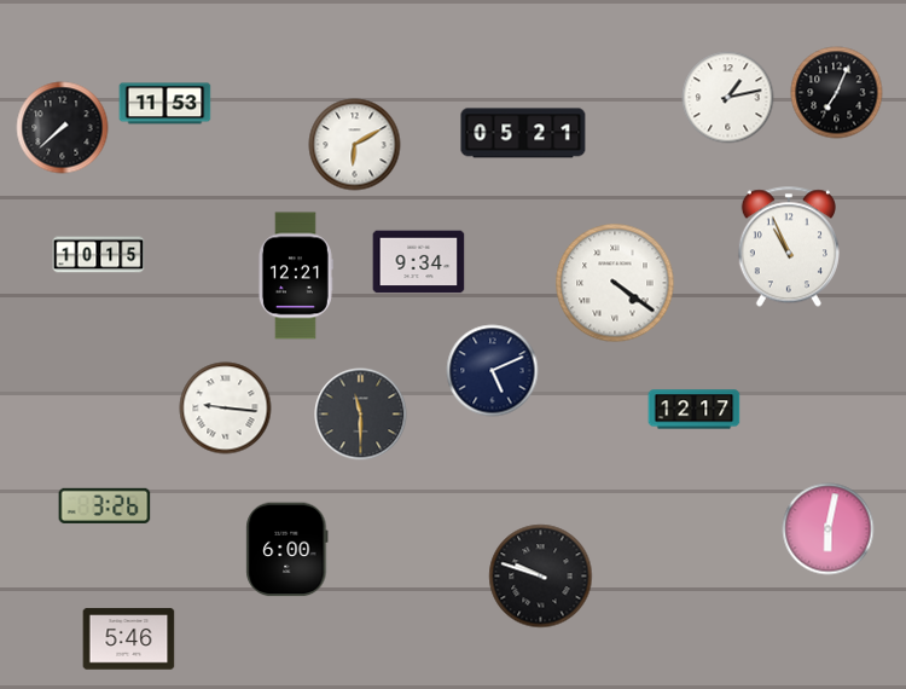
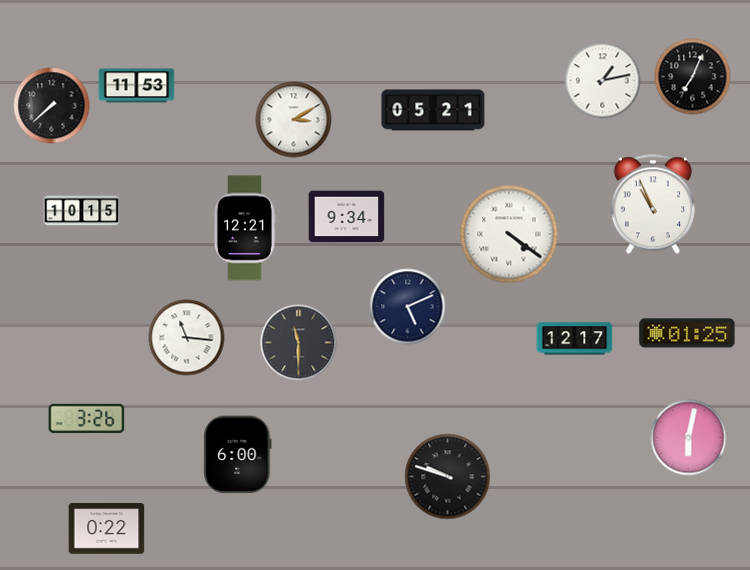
clock at (355, 145): 6:10 -> 3:10
clock at (687, 333): none -> 01:25
clock at (226, 409): 9:16 -> 11:16
clock at (829, 529) position: (829, 529) -> (689, 438)
clock at (129, 639): 5:46 -> 0:22
